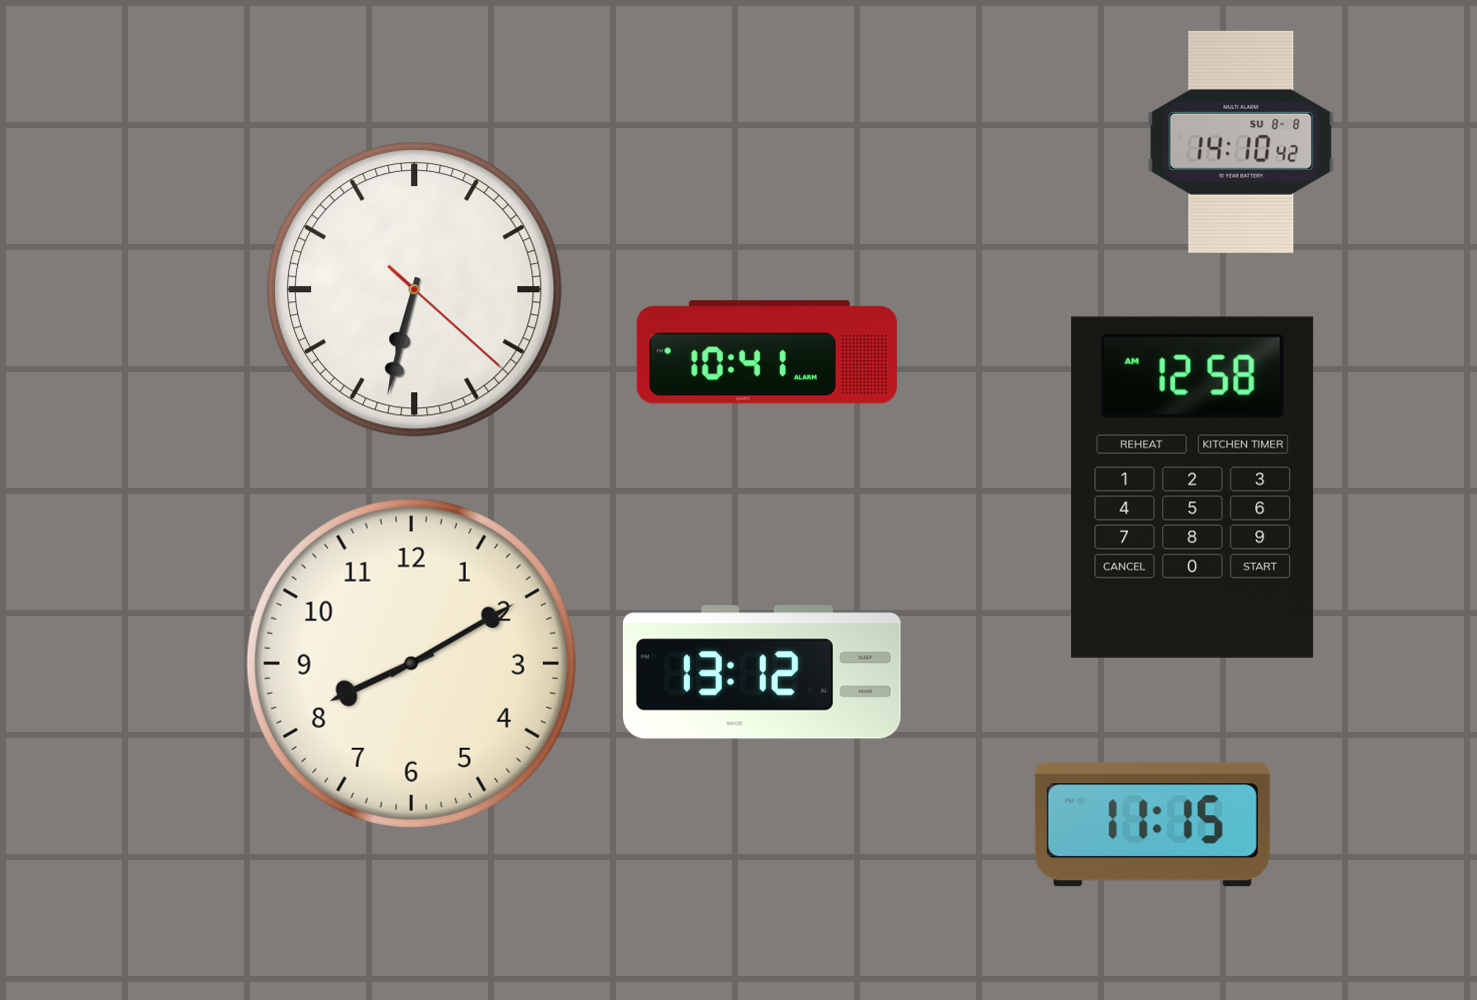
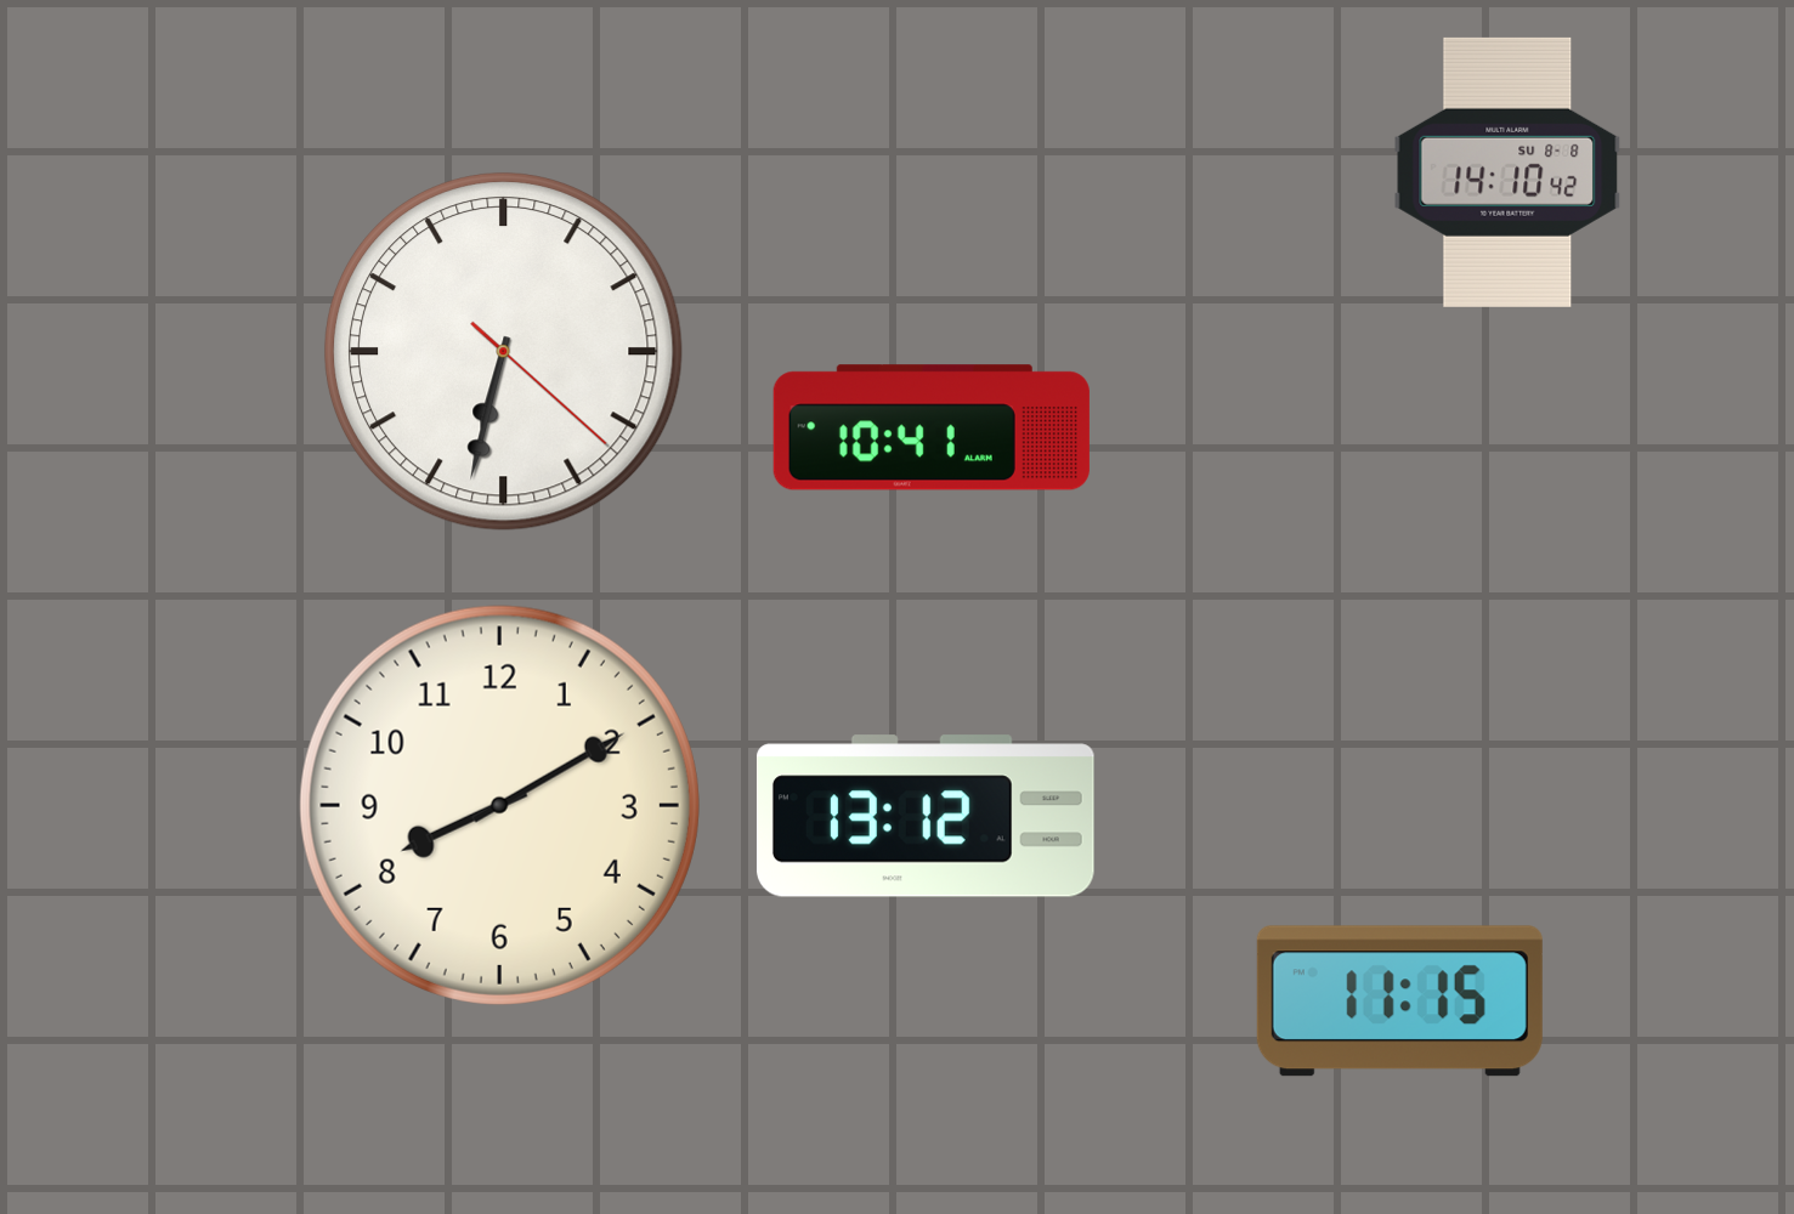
clock at (1193, 487): 12:58 -> none
